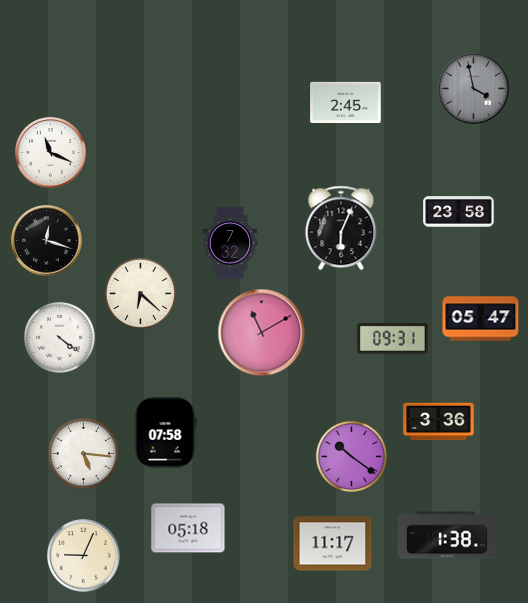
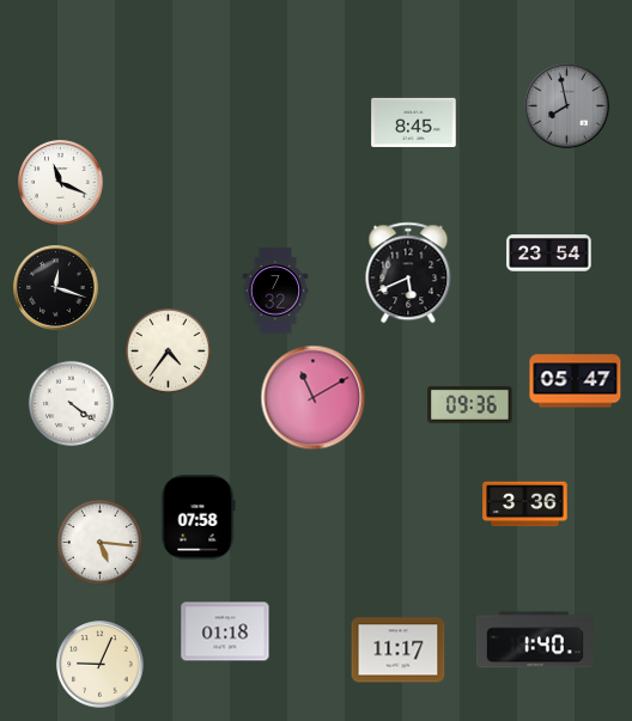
clock at (474, 89): 3:58 -> 7:58
clock at (346, 102): 2:45 -> 8:45
clock at (459, 212): 23:58 -> 23:54
clock at (341, 228): 6:04 -> 5:41
clock at (140, 293): 6:22 -> 4:36
clock at (393, 338): 09:31 -> 09:36
clock at (351, 456): 10:21 -> none
clock at (188, 528): 05:18 -> 01:18
clock at (447, 535): 1:38 -> 1:40
